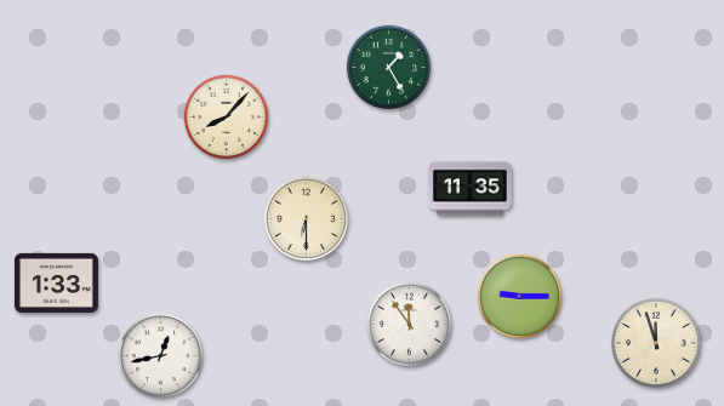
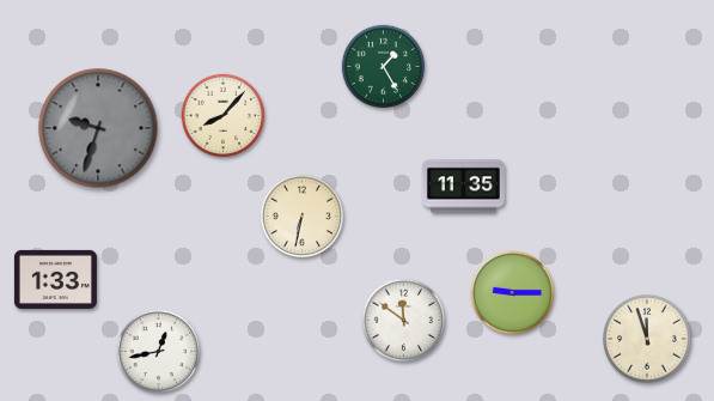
clock at (98, 128): none -> 9:33
clock at (307, 219): 6:30 -> 6:32
clock at (410, 325): 11:54 -> 11:51
